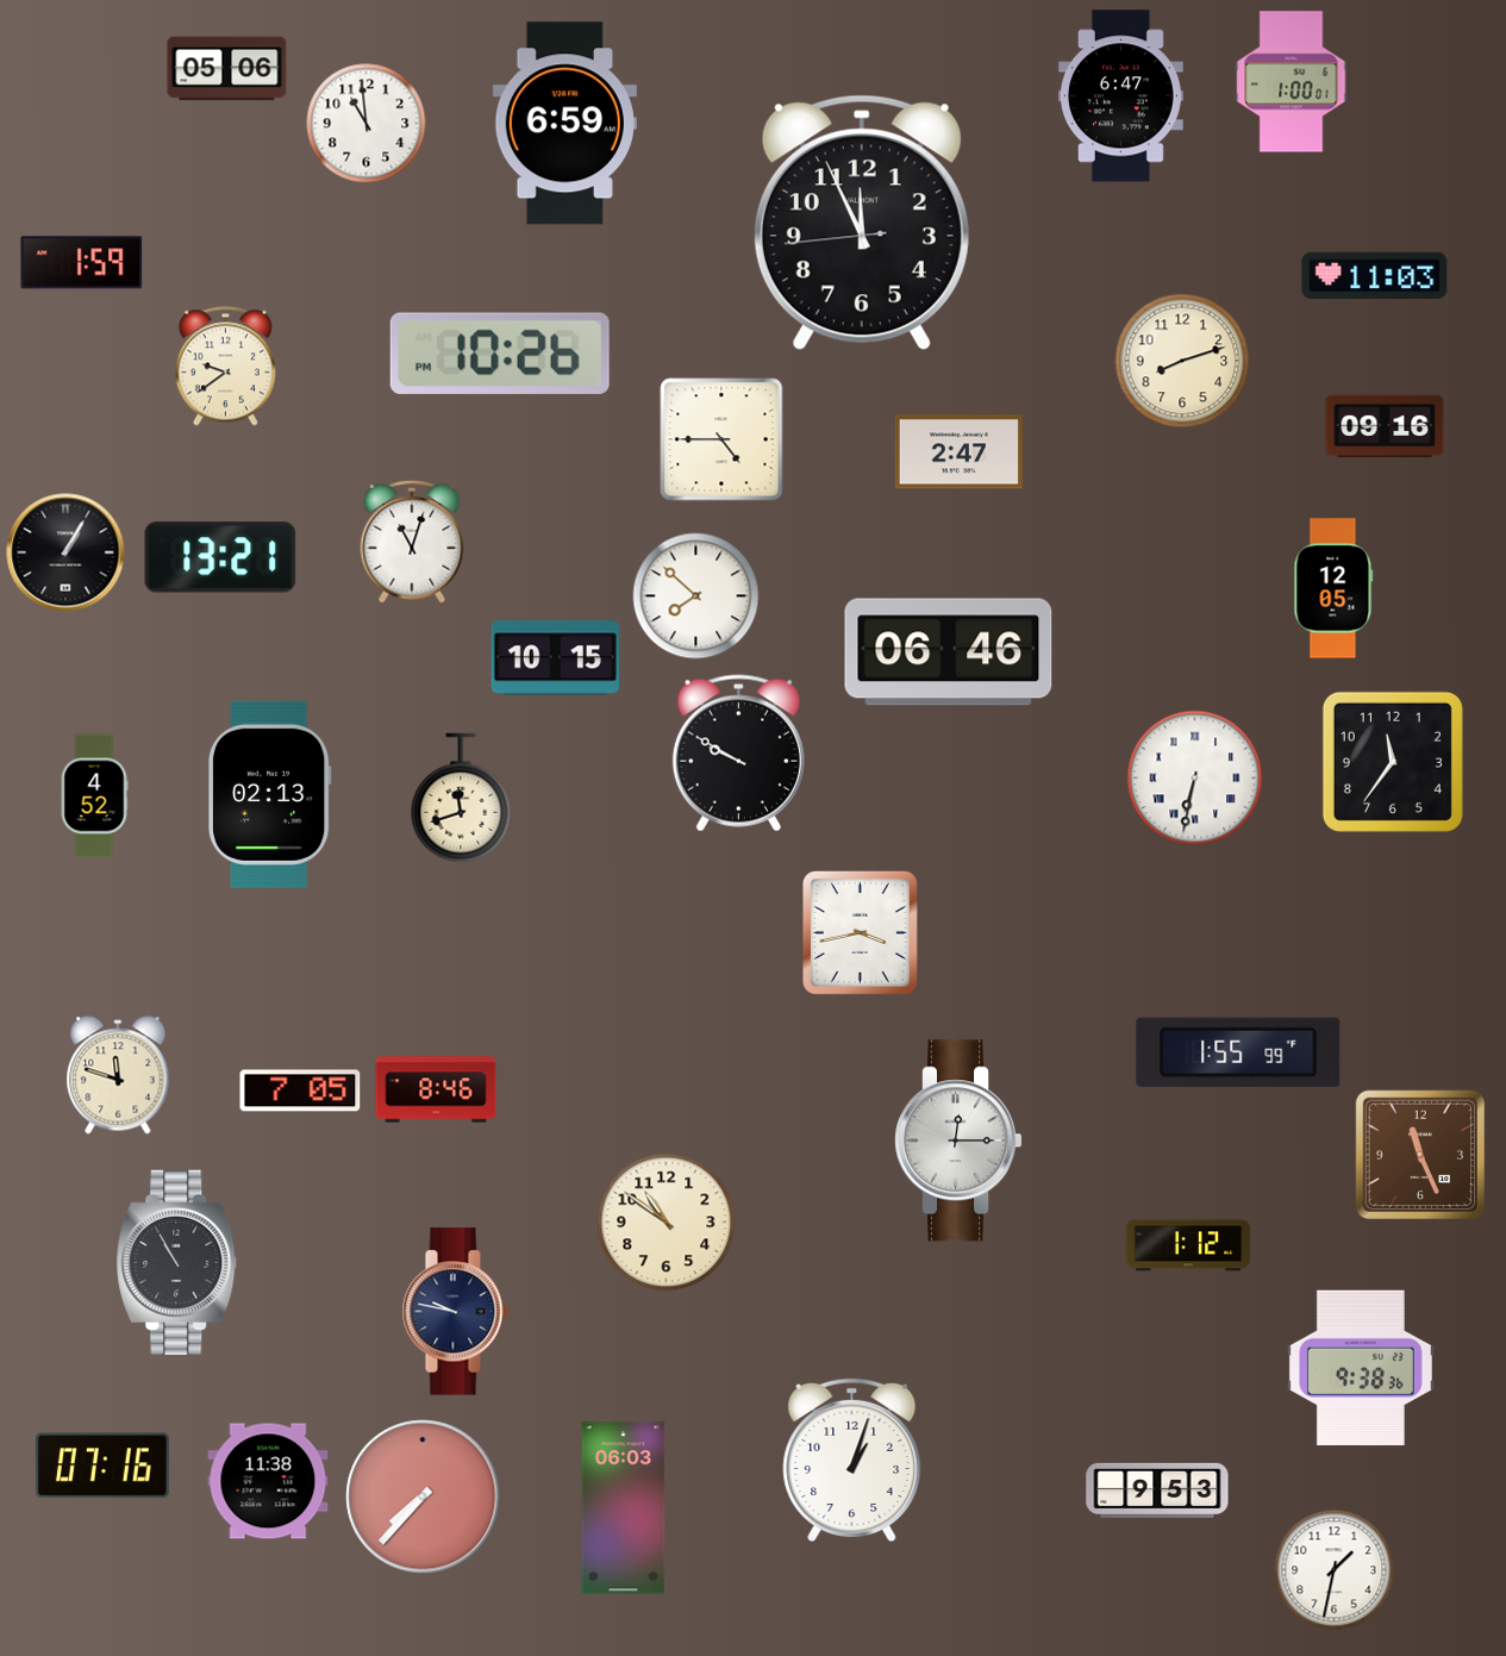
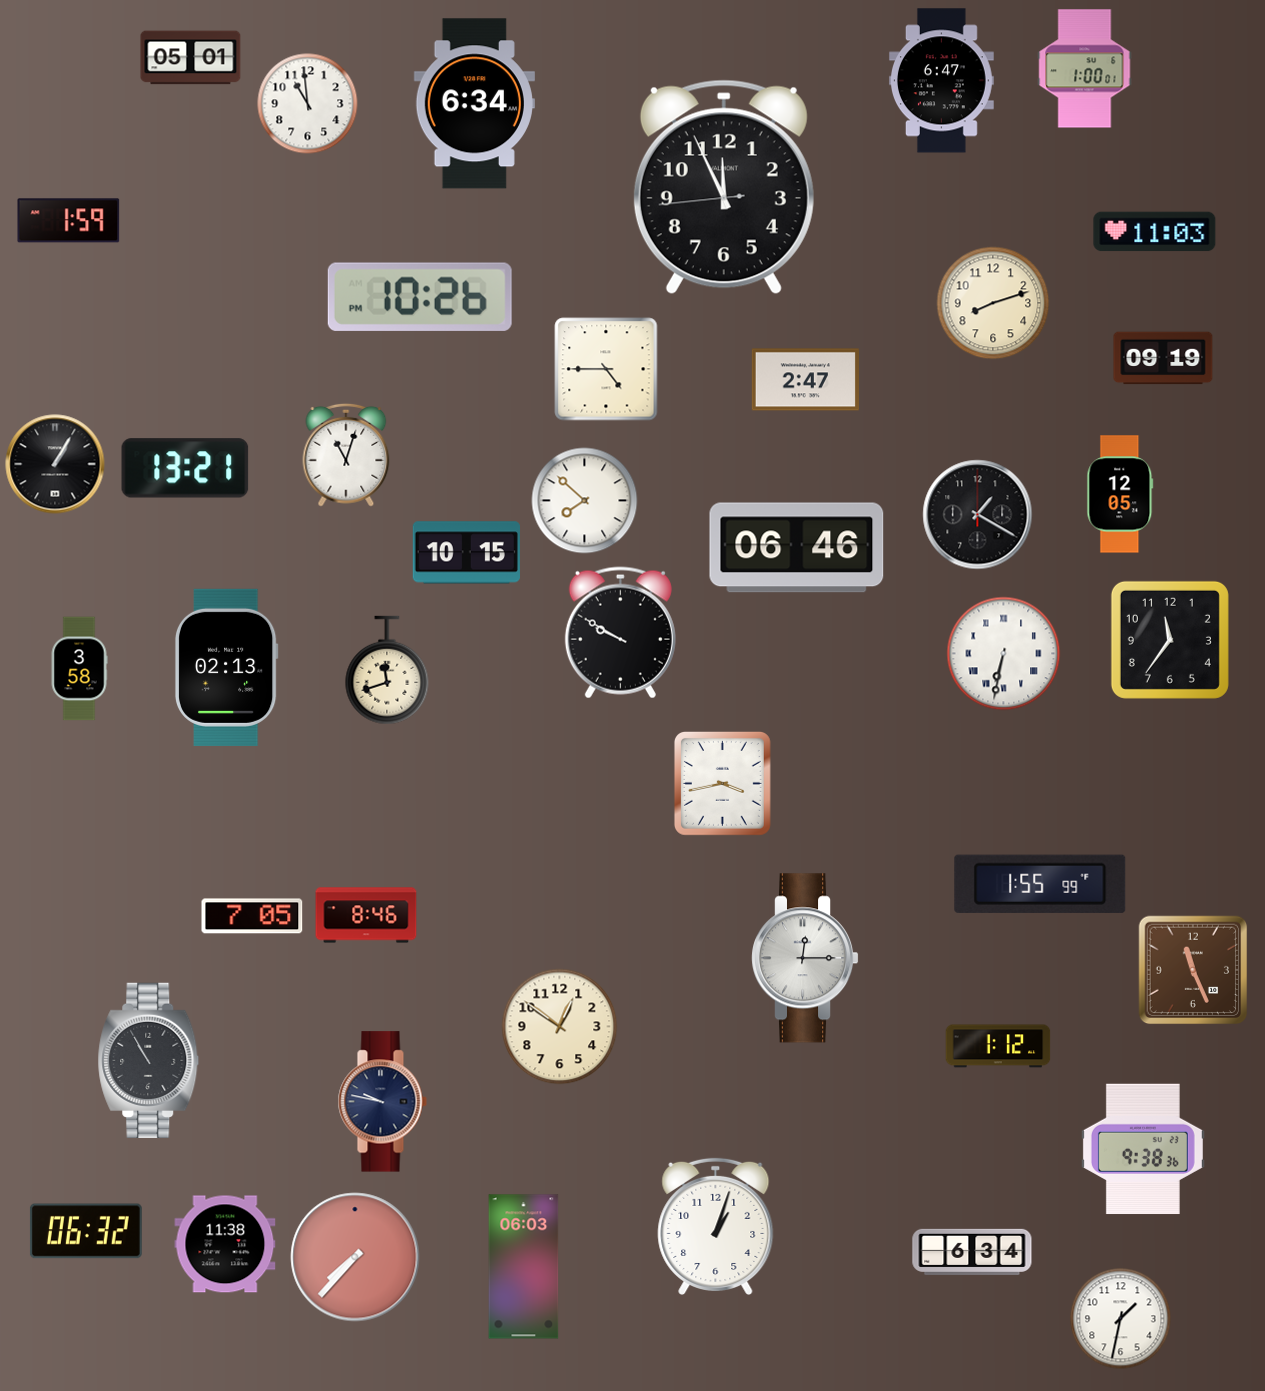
clock at (227, 69): 05:06 -> 05:01
clock at (564, 124): 6:59 -> 6:34
clock at (225, 367): 9:39 -> none
clock at (1385, 426): 09:16 -> 09:19
clock at (978, 515): none -> 1:20
clock at (94, 796): 4:52 -> 3:58
clock at (118, 1075): 11:48 -> none
clock at (667, 1223): 10:51 -> 12:51
clock at (102, 1466): 07:16 -> 06:32
clock at (1157, 1491): 9:53 -> 6:34
